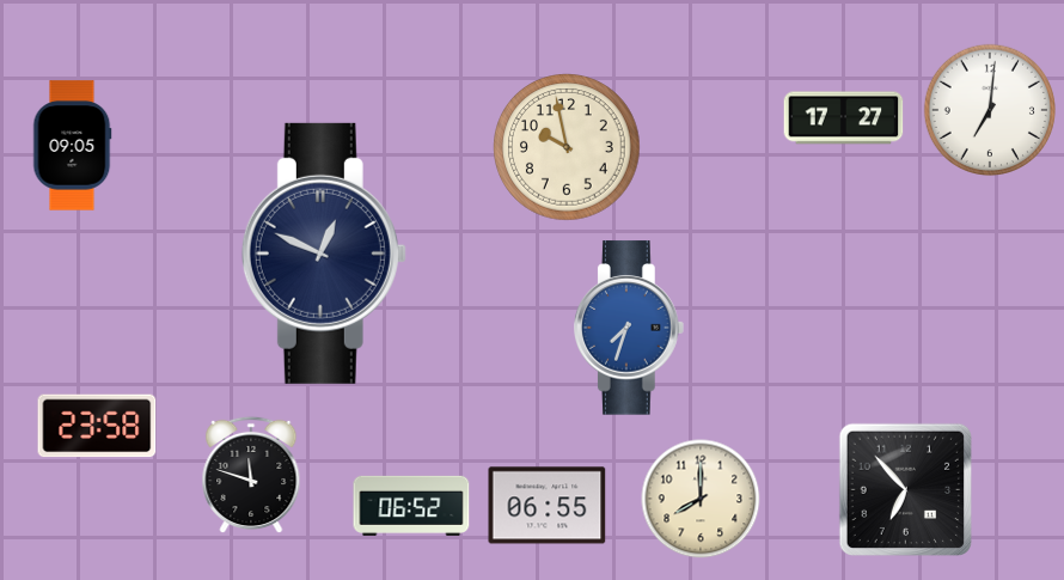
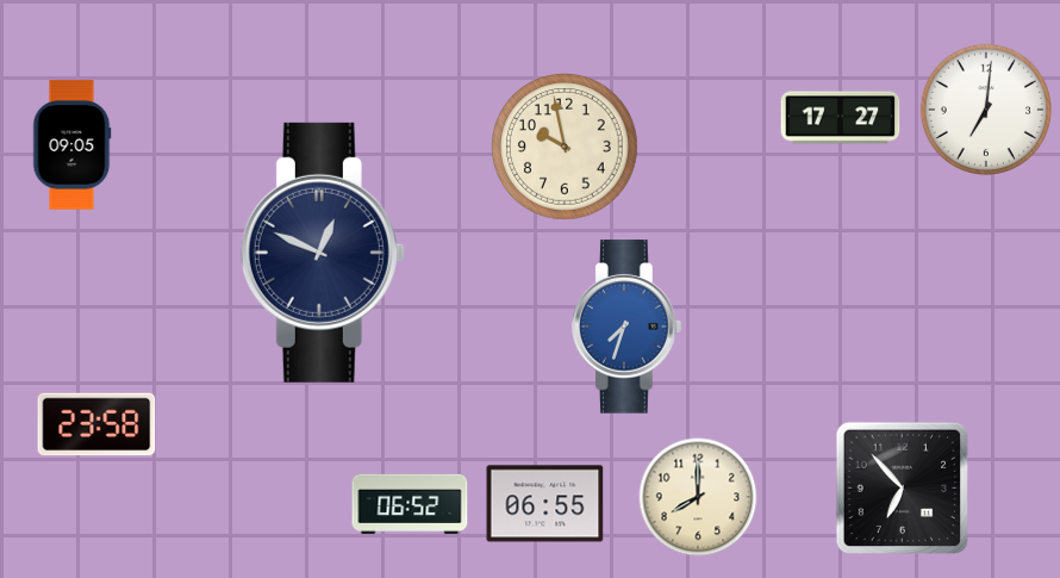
clock at (251, 475): 11:48 -> none
